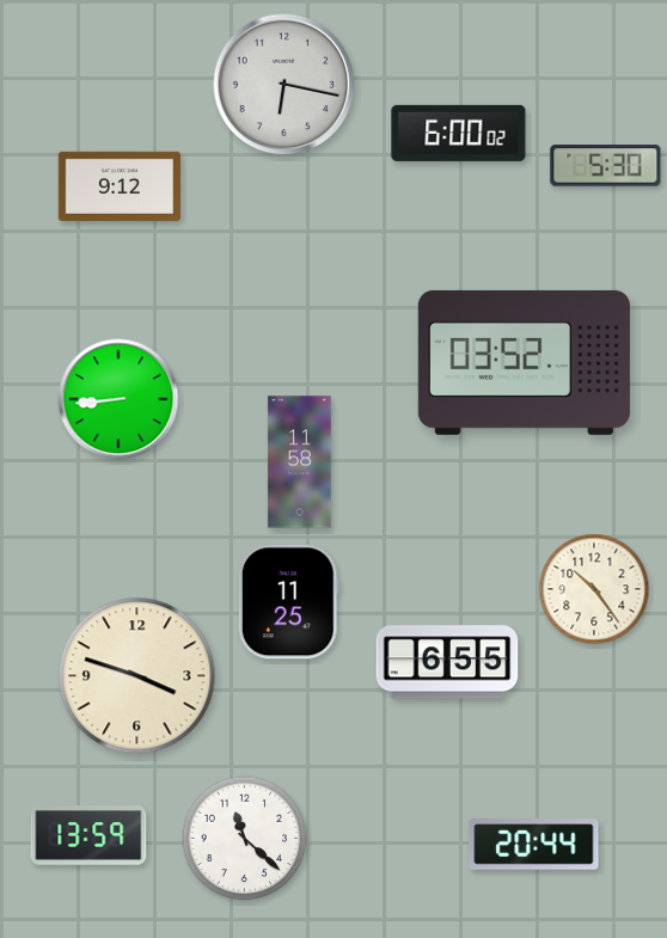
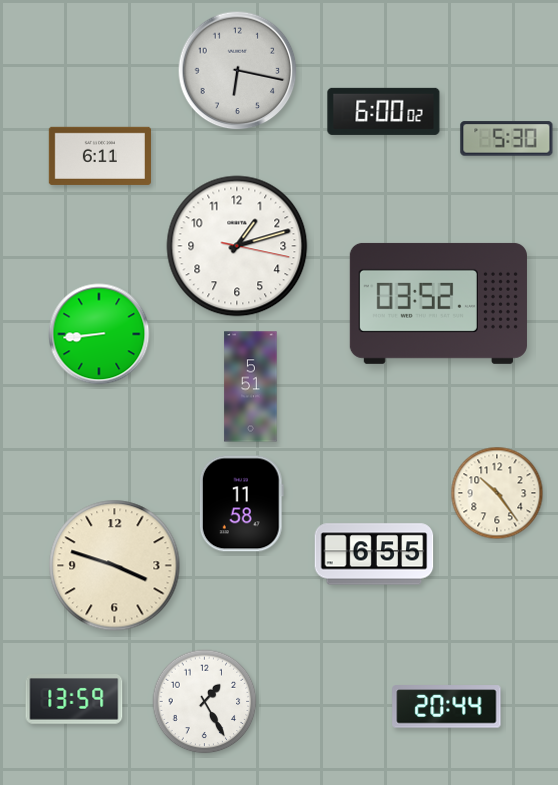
clock at (120, 186): 9:12 -> 6:11
clock at (237, 246): none -> 1:12
clock at (300, 462): 11:58 -> 5:51
clock at (288, 602): 11:25 -> 11:58
clock at (245, 839): 11:22 -> 1:25
